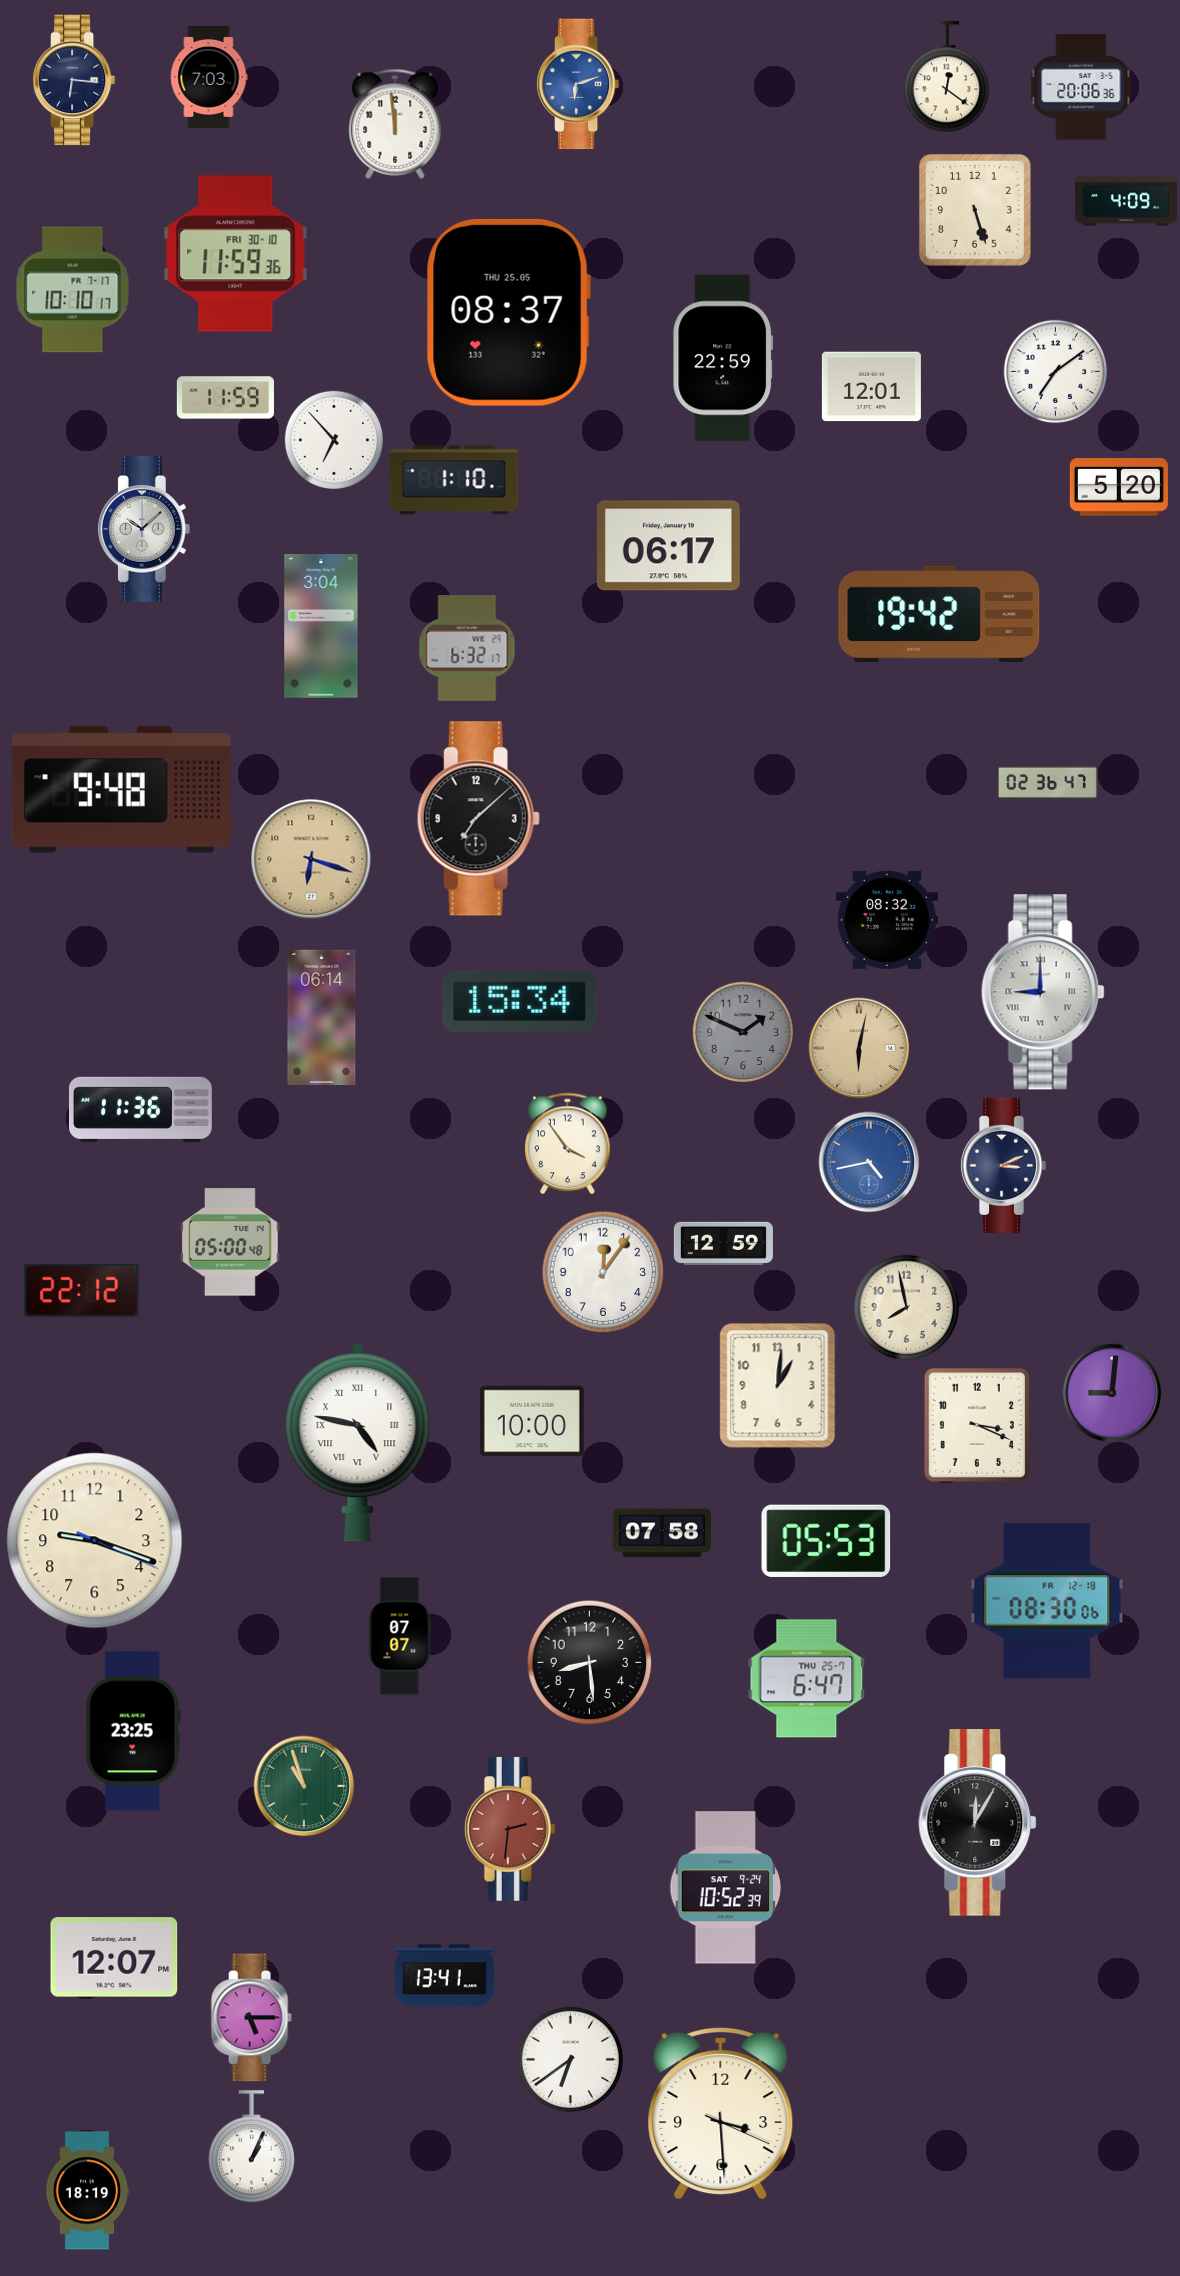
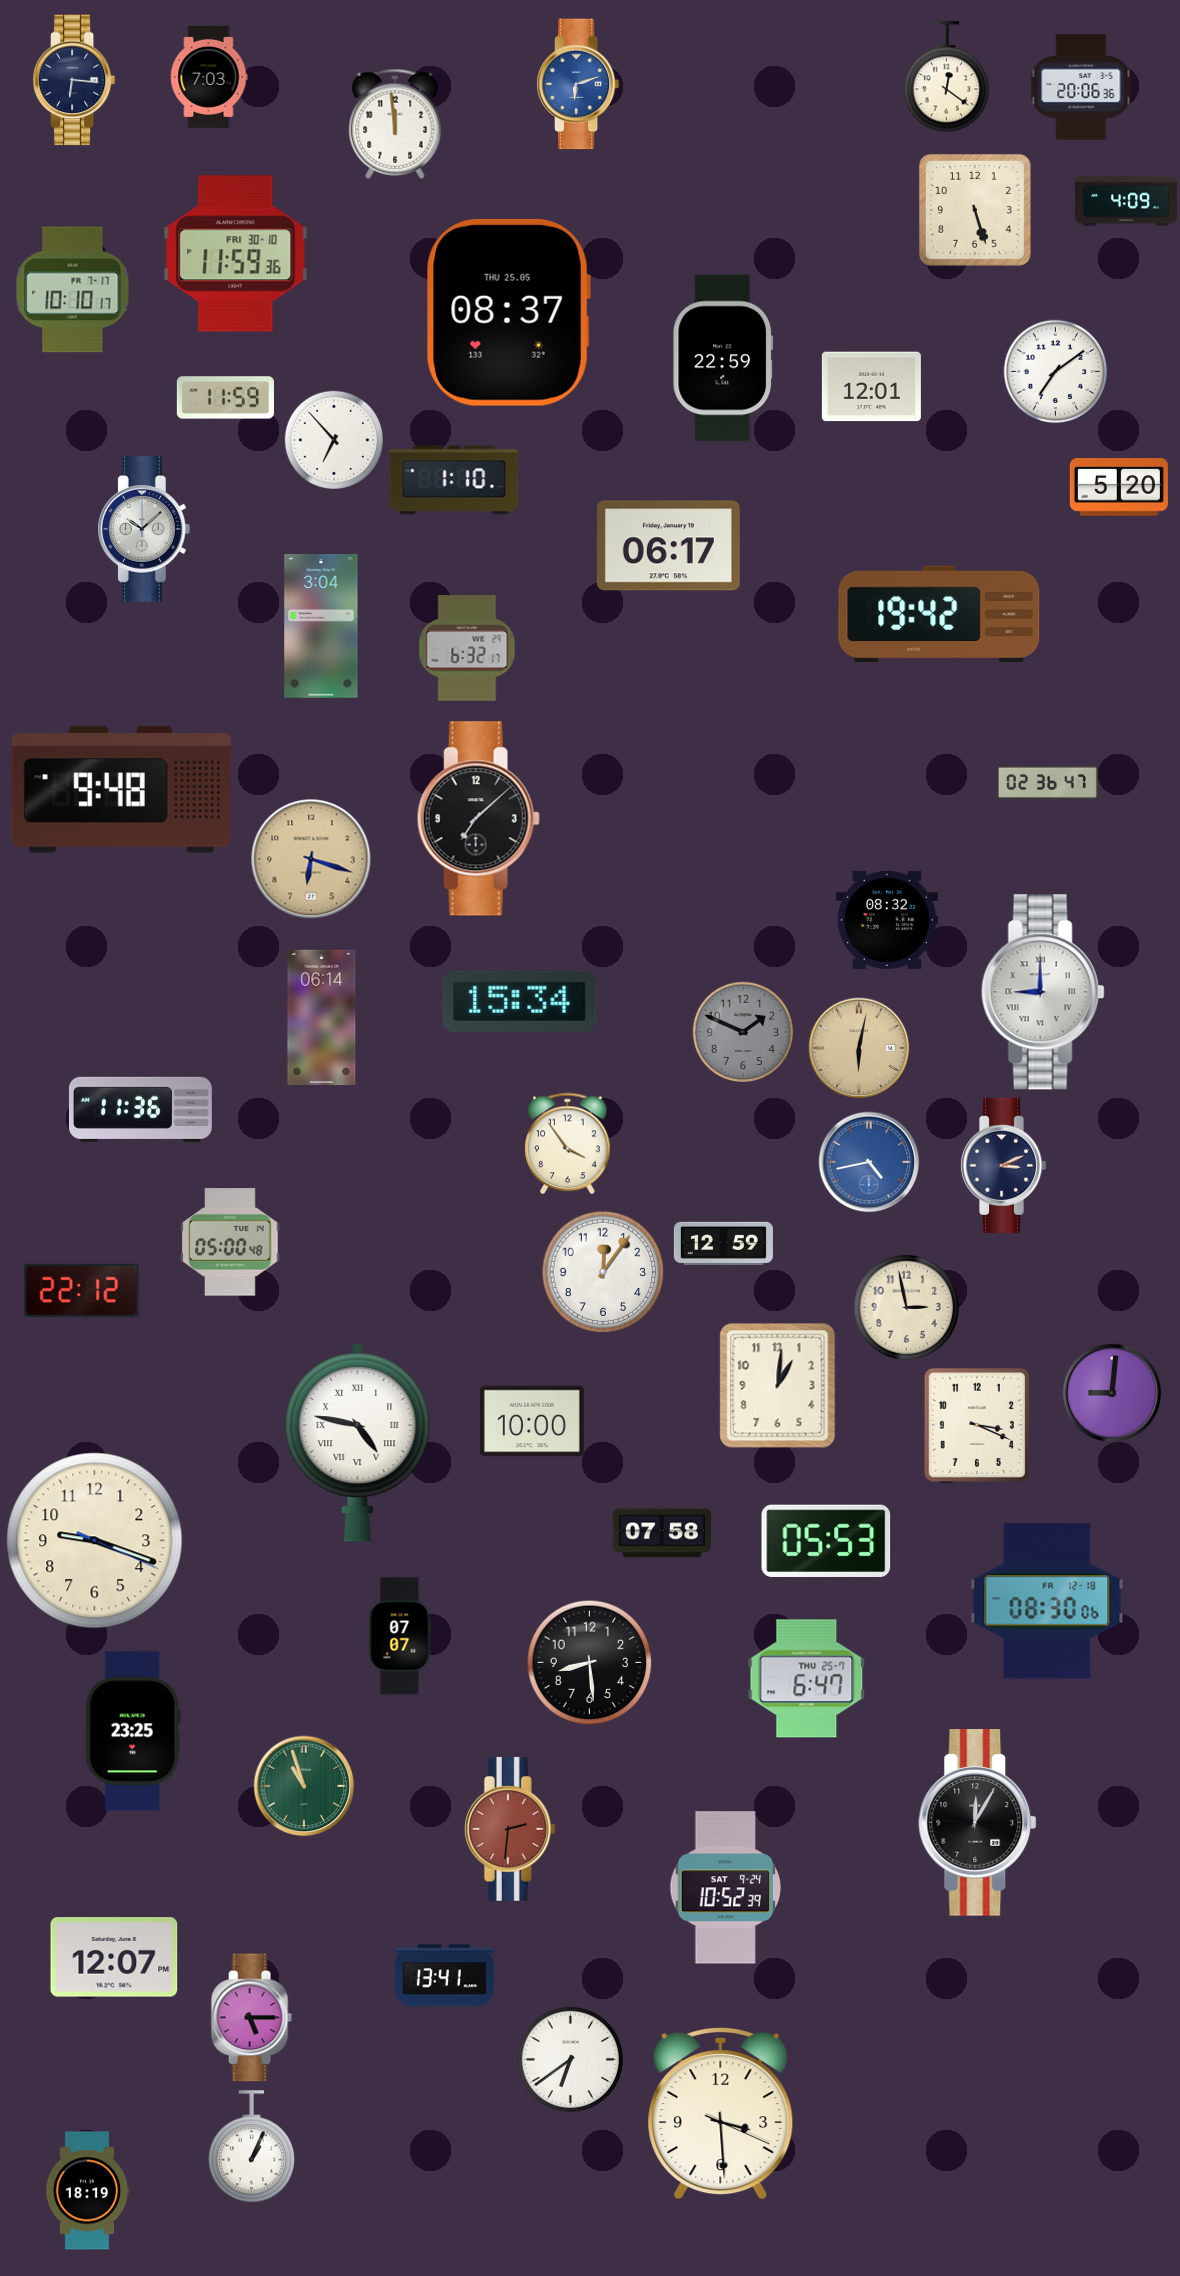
clock at (906, 1307): 7:58 -> 2:58
